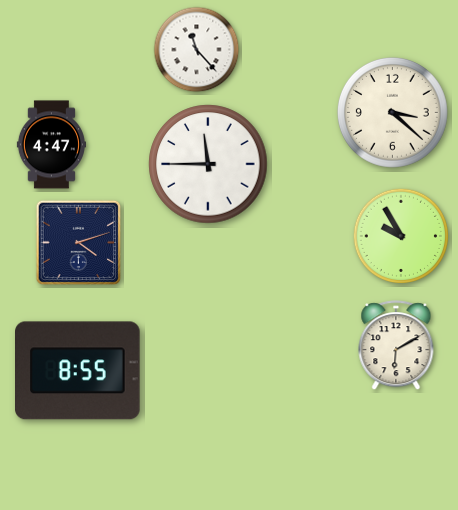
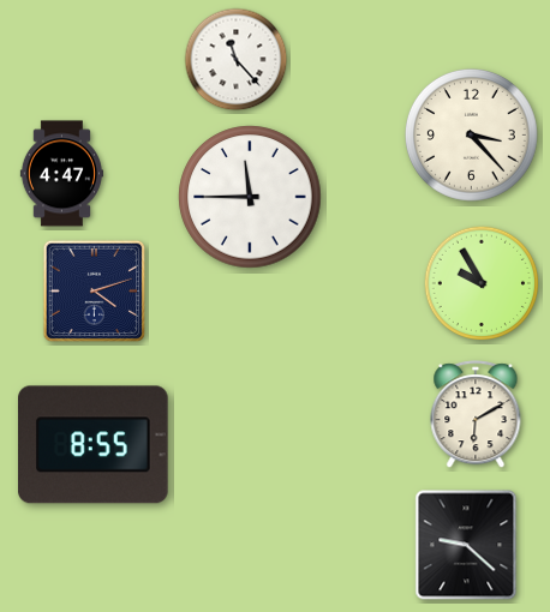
clock at (392, 112): 3:22 -> 3:23
clock at (466, 545): none -> 9:22
